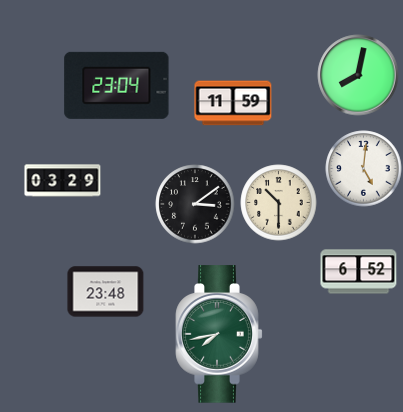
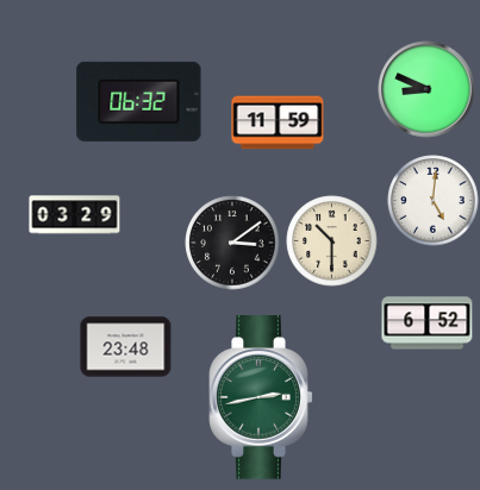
clock at (358, 75): 8:02 -> 8:49
clock at (117, 85): 23:04 -> 06:32
clock at (219, 334): 7:43 -> 2:43
